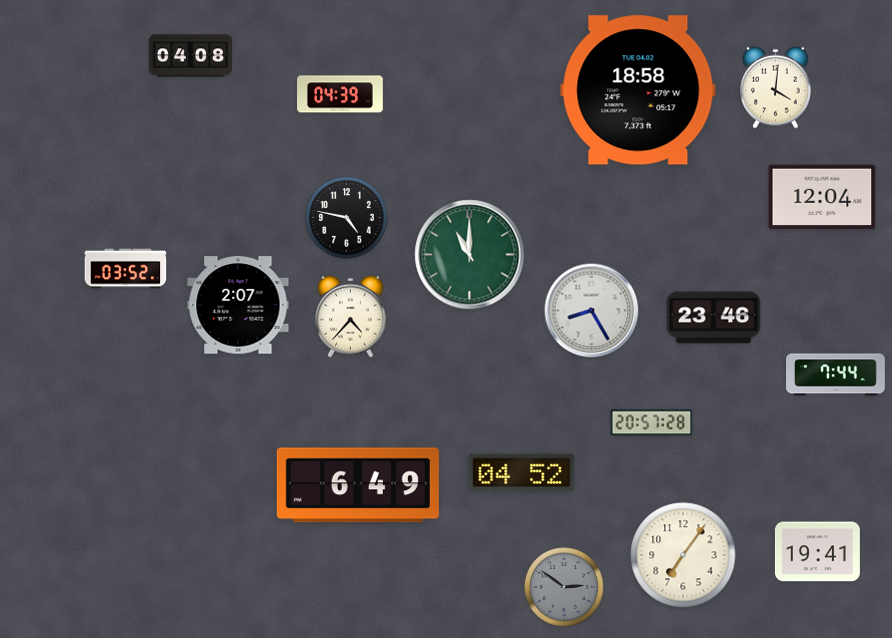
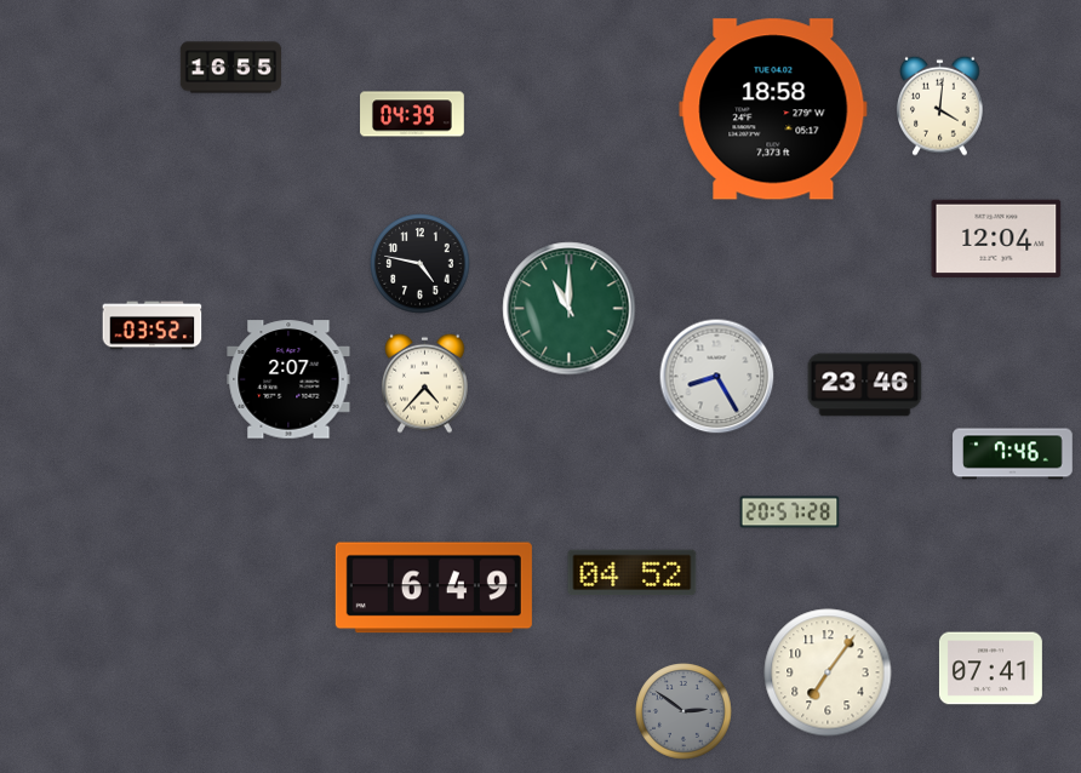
clock at (191, 56): 04:08 -> 16:55
clock at (238, 305) position: (238, 305) -> (288, 379)
clock at (836, 375): 7:44 -> 7:46
clock at (817, 552): 19:41 -> 07:41
